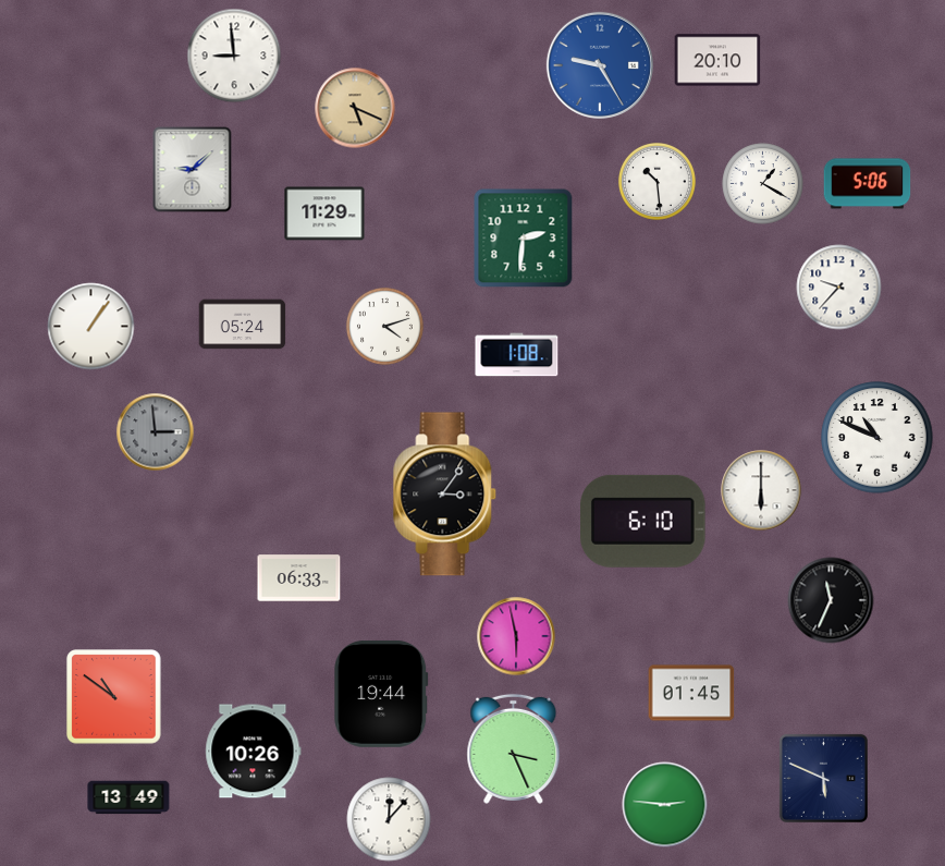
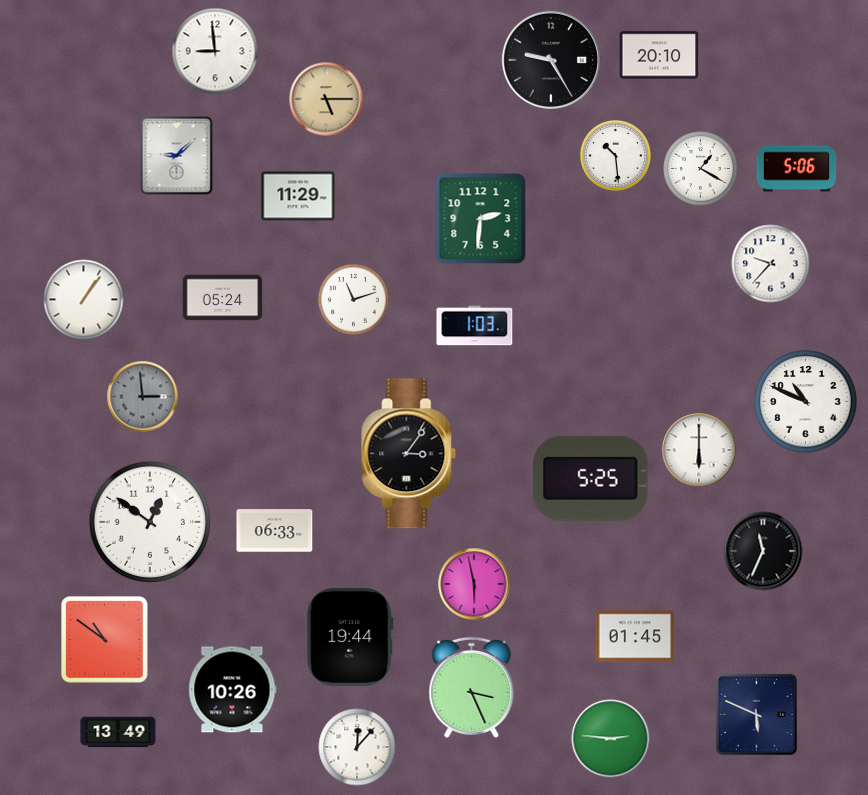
clock at (600, 65) dial: blue -> black
clock at (355, 108): 5:19 -> 5:15
clock at (656, 181) position: (656, 181) -> (615, 155)
clock at (384, 326): 4:12 -> 11:12
clock at (517, 355): 1:08 -> 1:03
clock at (643, 521): 6:10 -> 5:25
clock at (149, 521): none -> 12:51
clock at (389, 819) position: (389, 819) -> (357, 747)
